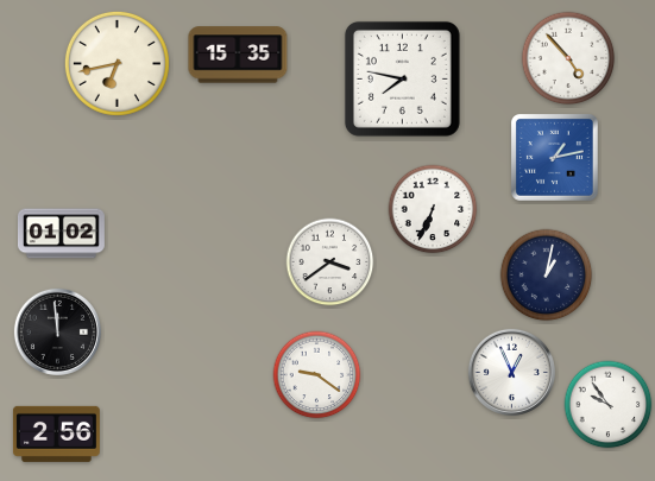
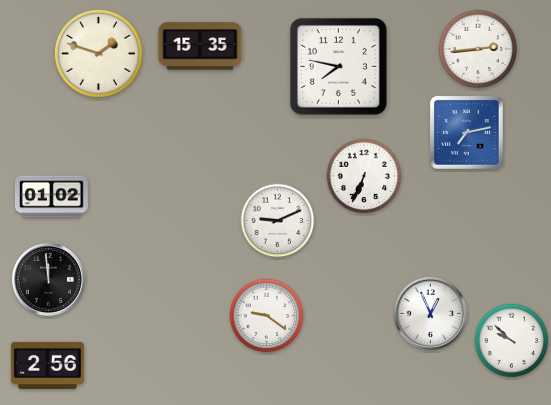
clock at (568, 58): 4:53 -> 2:44
clock at (116, 63): 6:43 -> 1:48
clock at (555, 158): 1:13 -> 7:13
clock at (330, 262): 3:39 -> 9:11
clock at (547, 276): 1:02 -> none
clock at (609, 405): 9:54 -> 9:52
